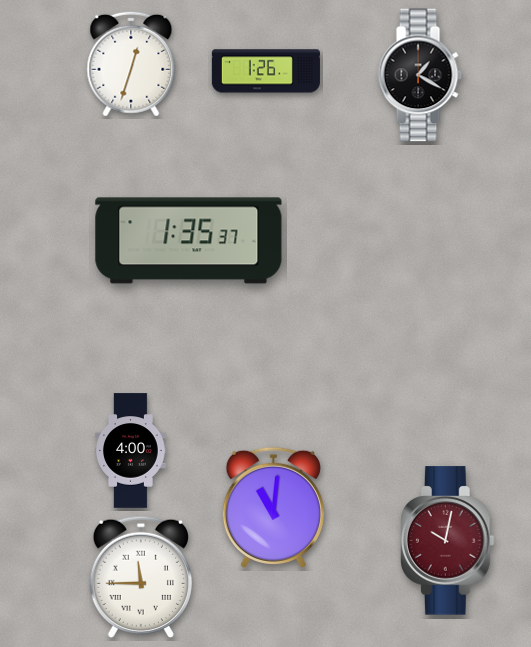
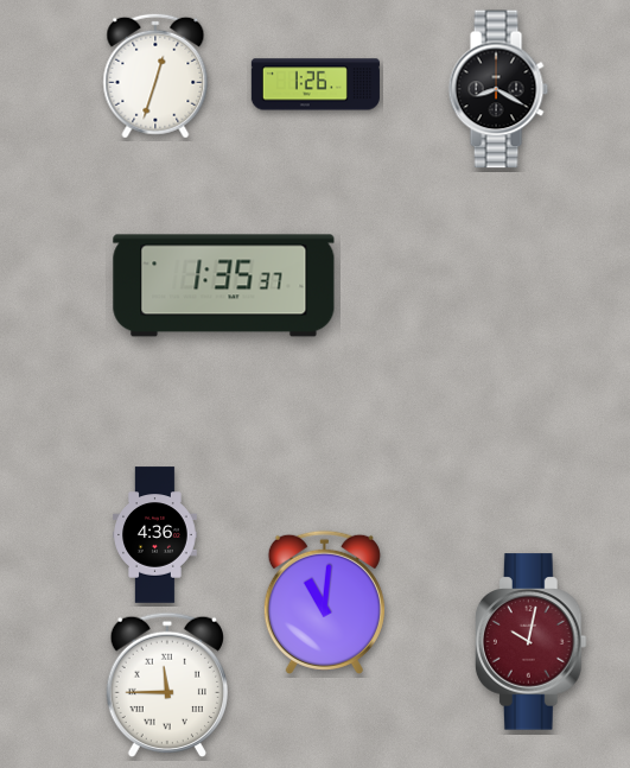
clock at (420, 75): 1:20 -> 8:20
clock at (131, 451): 4:00 -> 4:36
